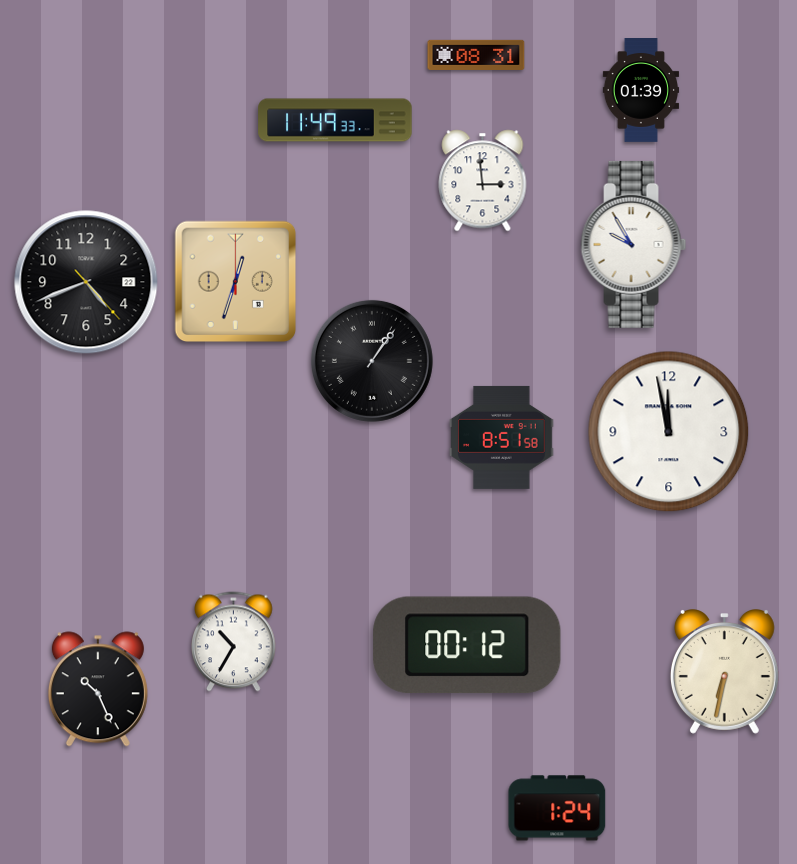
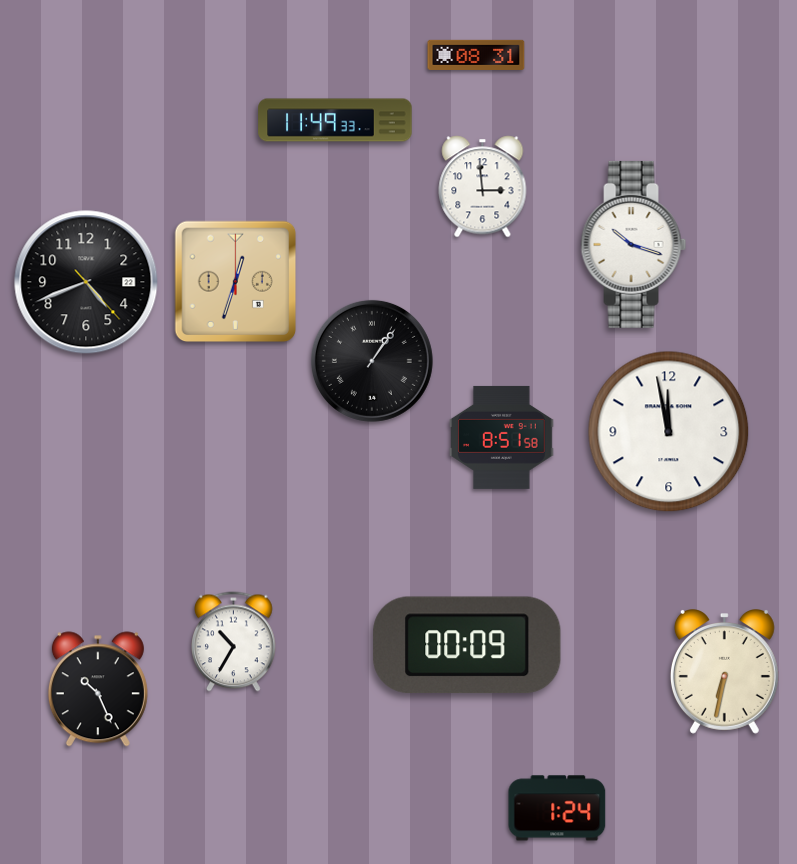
clock at (641, 91): 01:39 -> none
clock at (483, 181) position: (483, 181) -> (483, 187)
clock at (634, 244): 9:55 -> 10:18
clock at (467, 645): 00:12 -> 00:09
